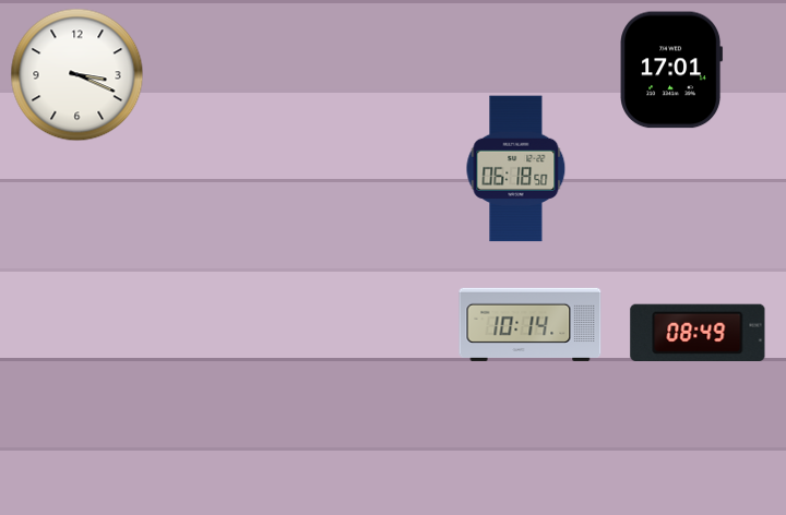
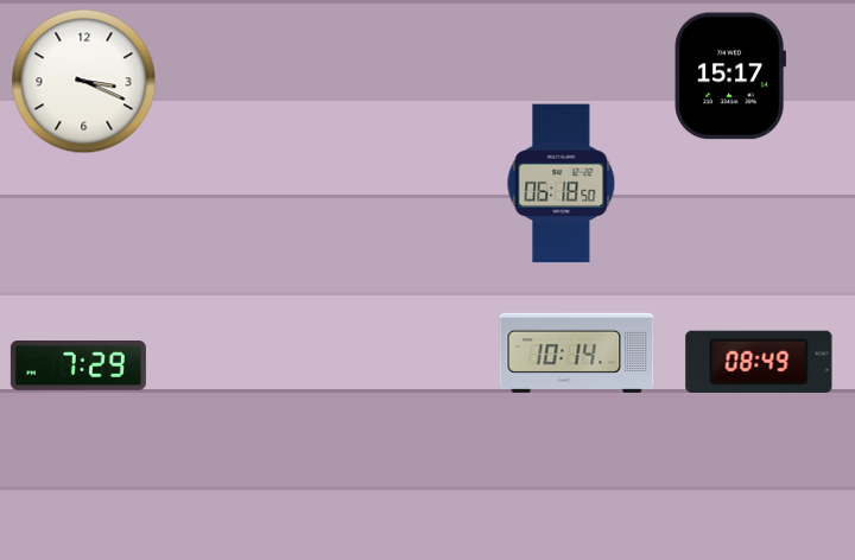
clock at (671, 70): 17:01 -> 15:17
clock at (78, 367): none -> 7:29
